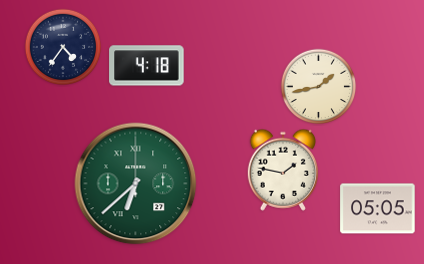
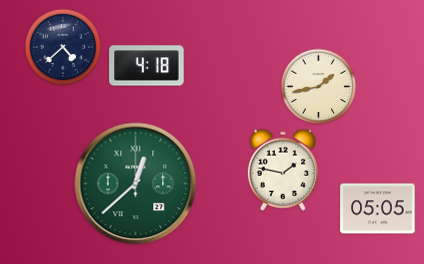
clock at (63, 47): 4:36 -> 4:38
clock at (136, 184): 6:38 -> 12:38
